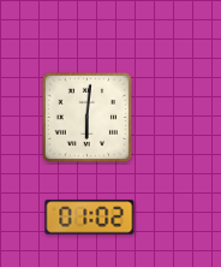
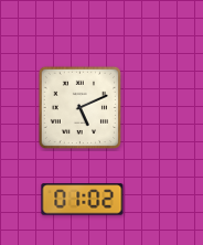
clock at (86, 117): 6:01 -> 5:11
